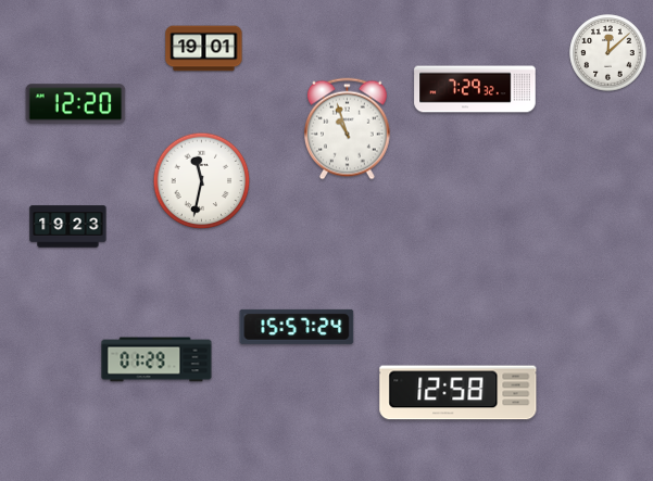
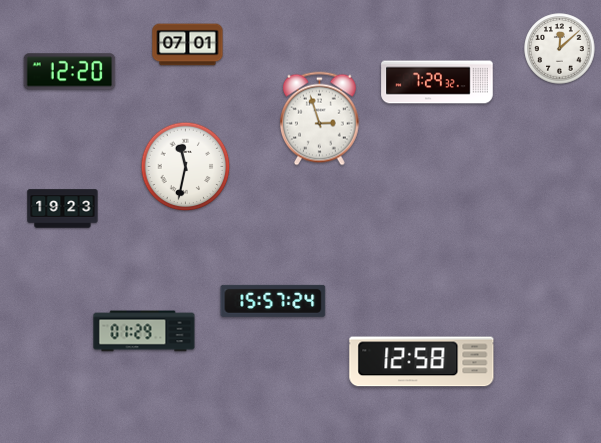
clock at (204, 49): 19:01 -> 07:01
clock at (76, 104) position: (76, 104) -> (70, 72)
clock at (348, 129): 10:57 -> 2:57
